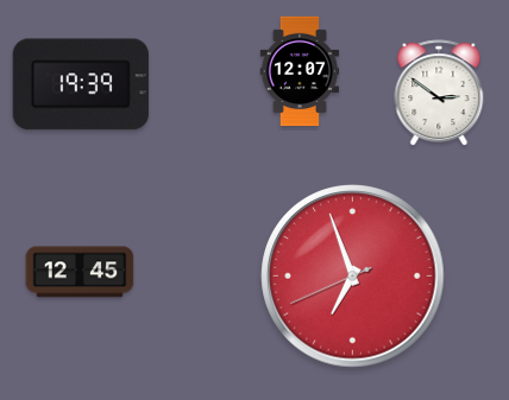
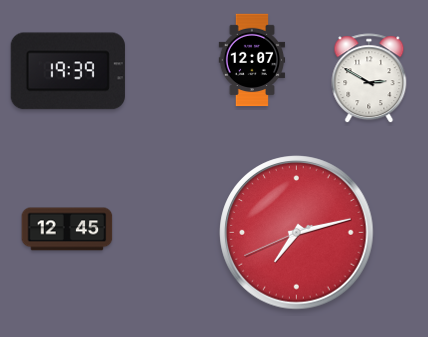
clock at (439, 94): 2:51 -> 2:50
clock at (353, 277): 6:56 -> 7:12
